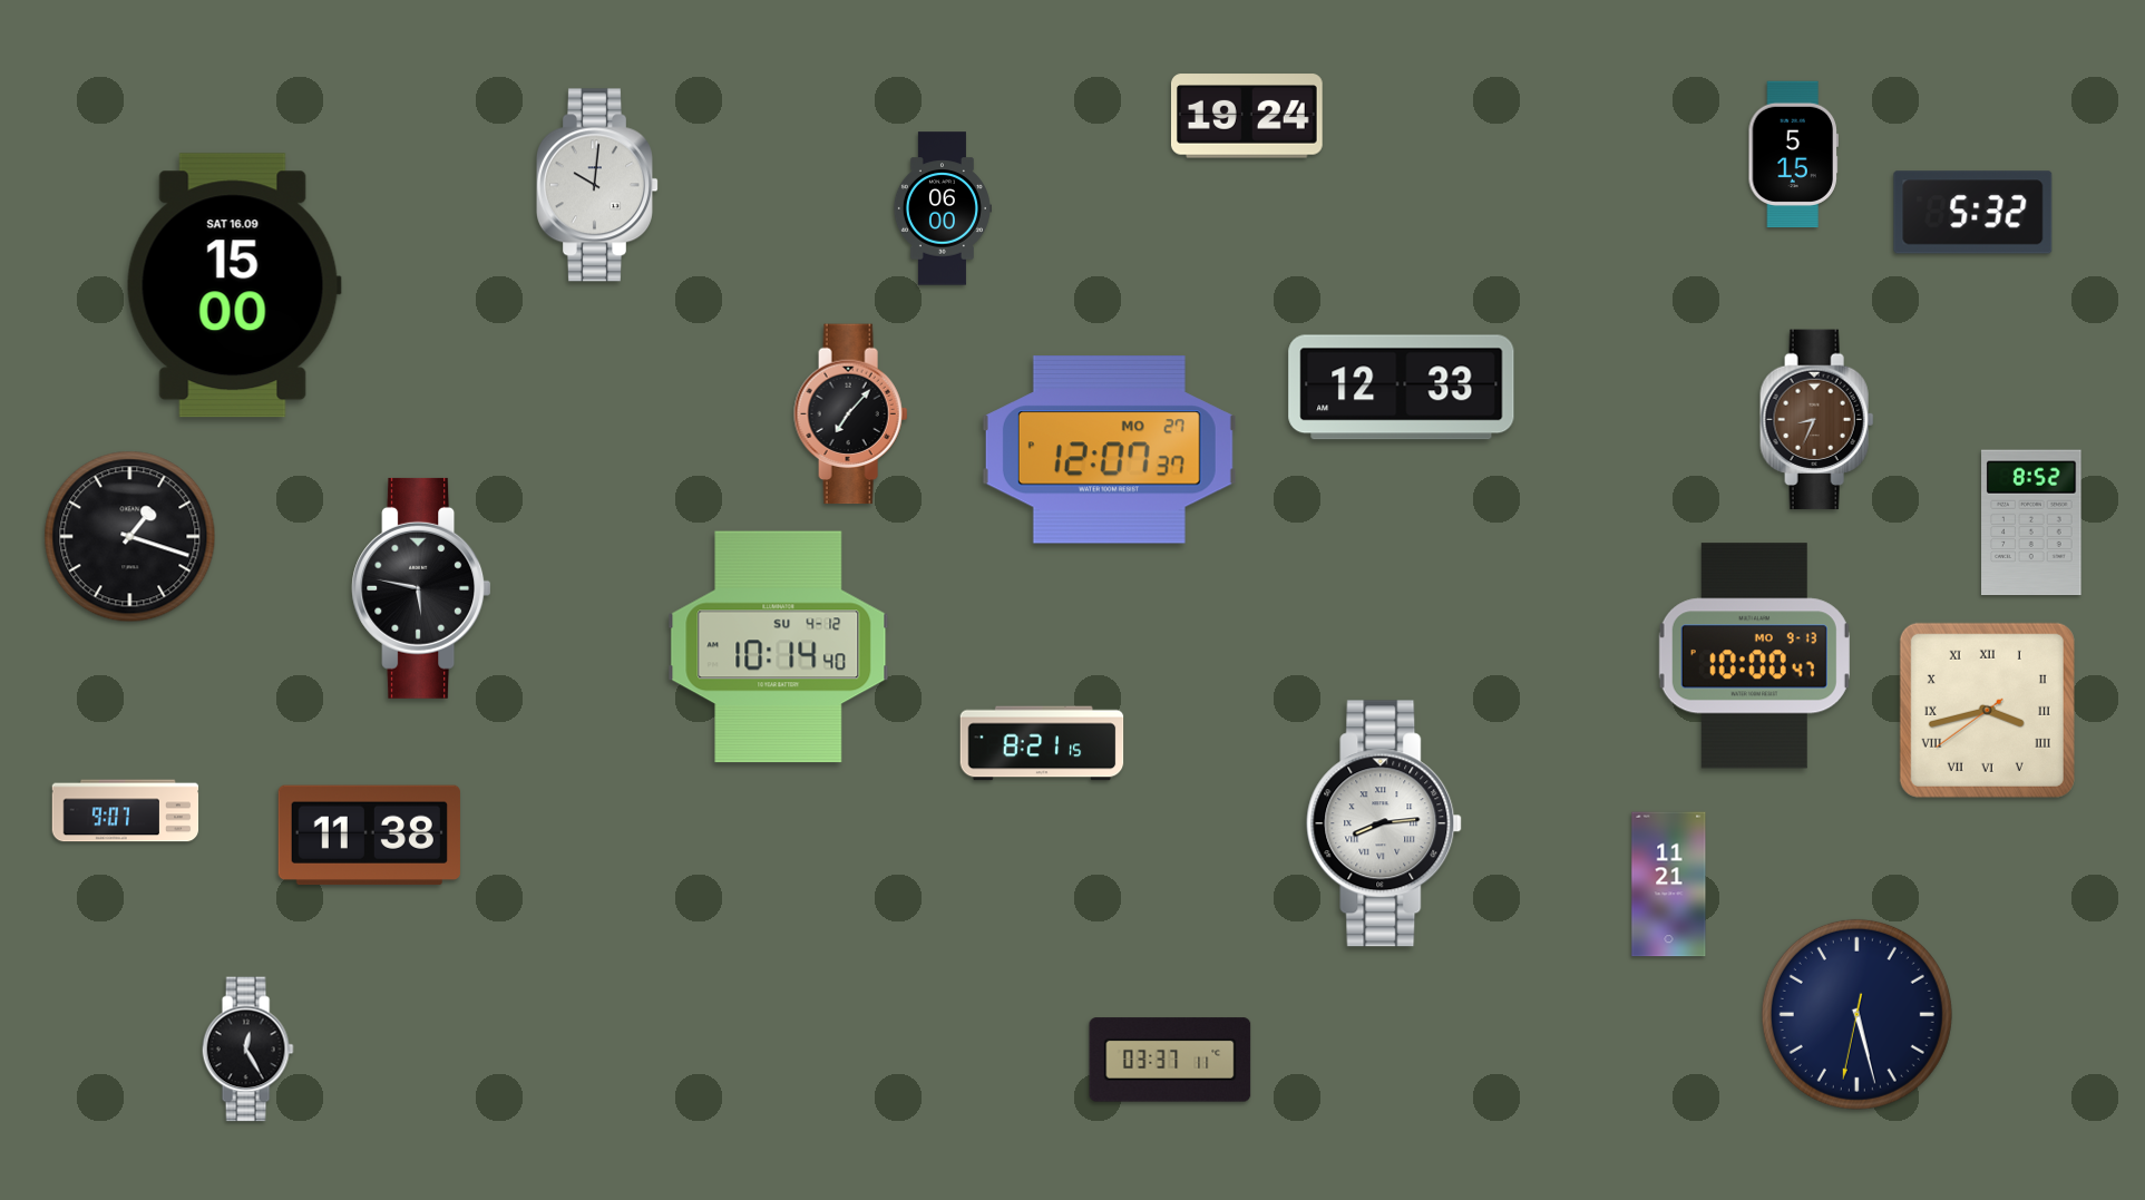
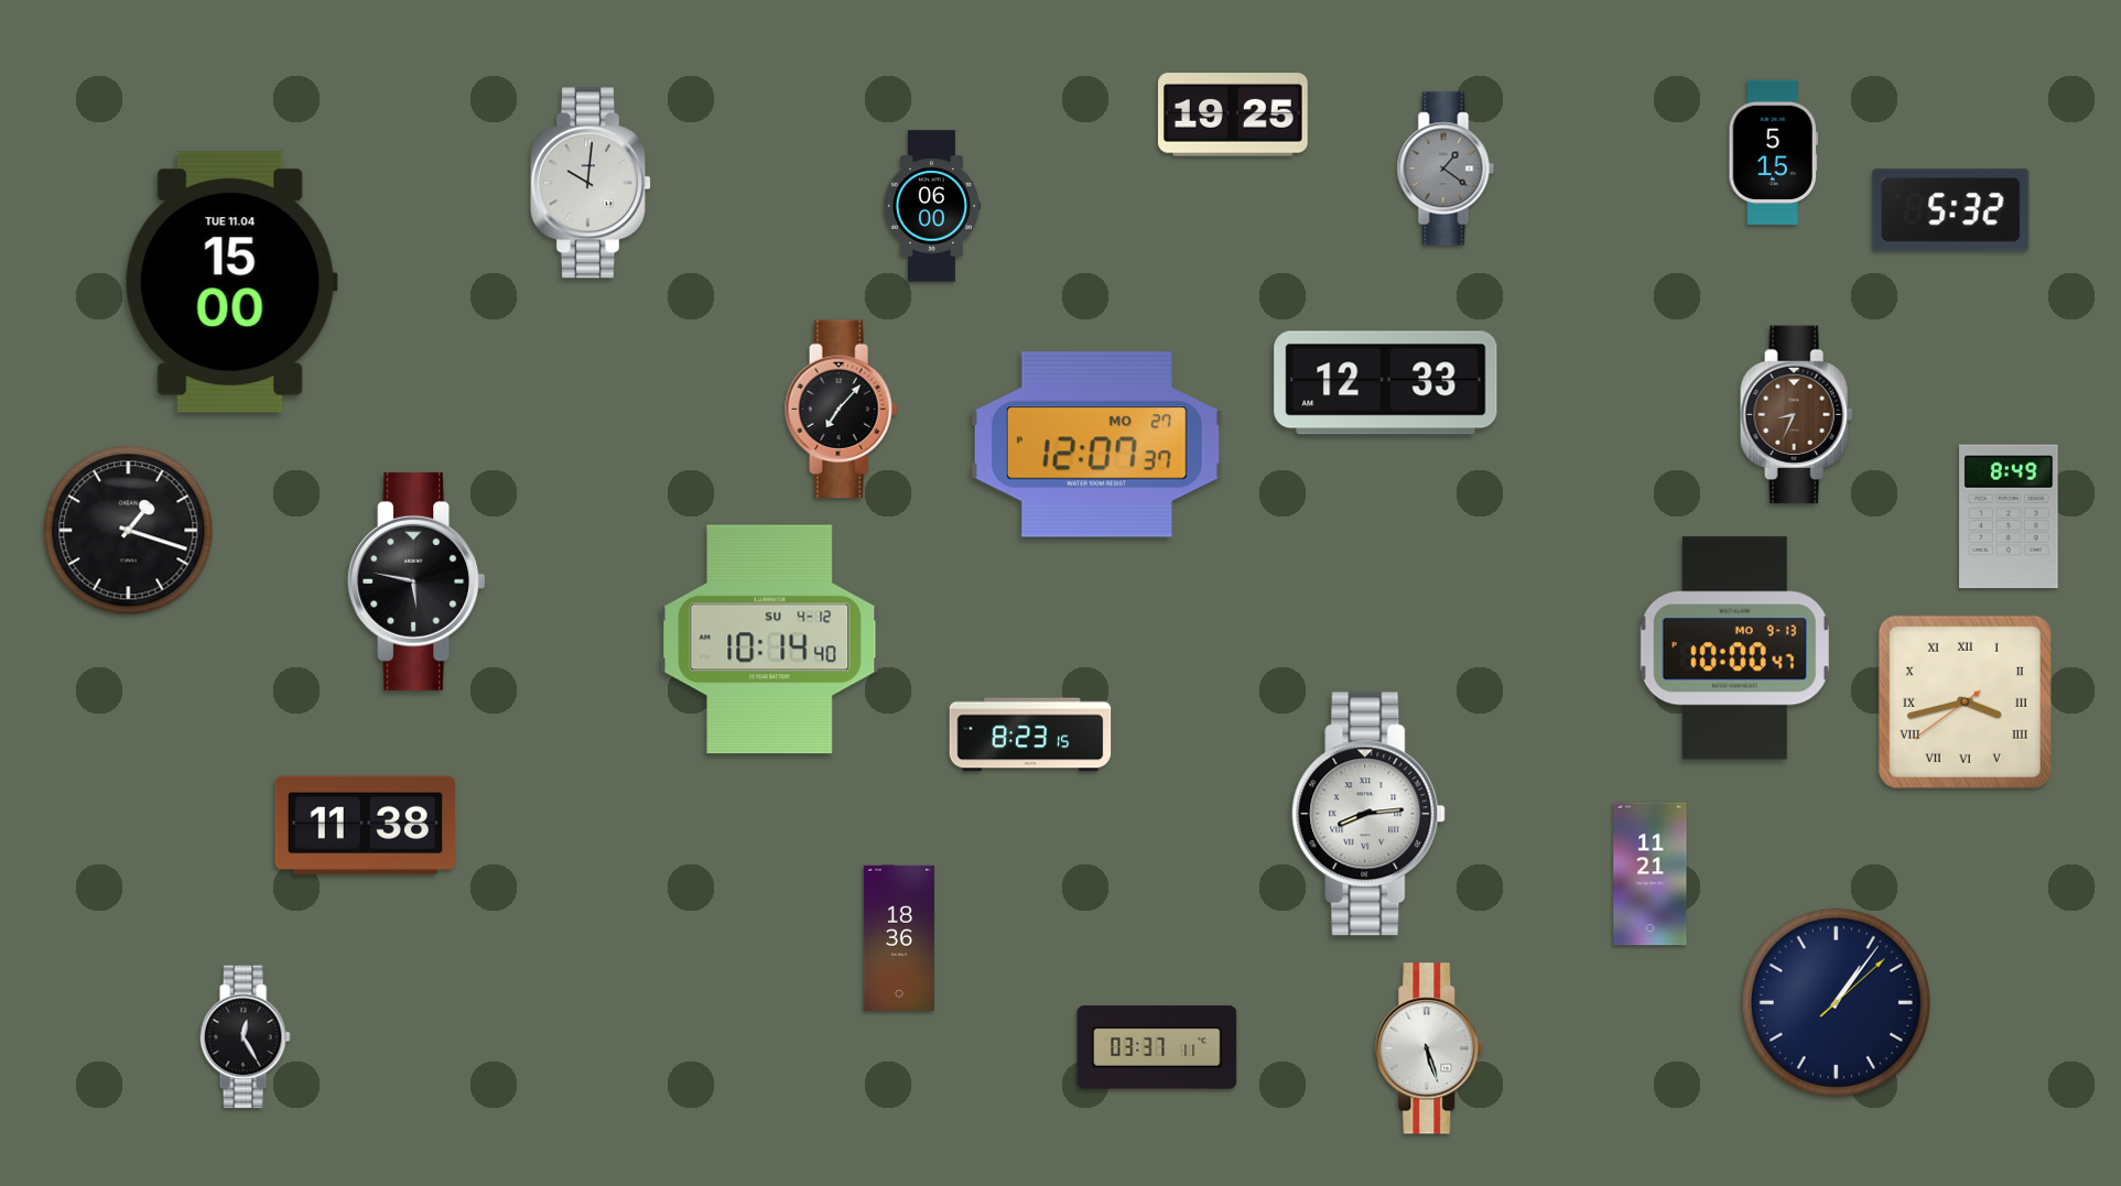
clock at (1247, 116): 19:24 -> 19:25
clock at (1446, 168): none -> 1:21
clock at (234, 285) date: SAT 16.09 -> TUE 11.04
clock at (2031, 523): 8:52 -> 8:49
clock at (1042, 743): 8:21 -> 8:23
clock at (126, 811): 9:07 -> none
clock at (899, 938): none -> 18:36
clock at (1856, 1014): 5:27 -> 1:06
clock at (1429, 1048): none -> 5:27
